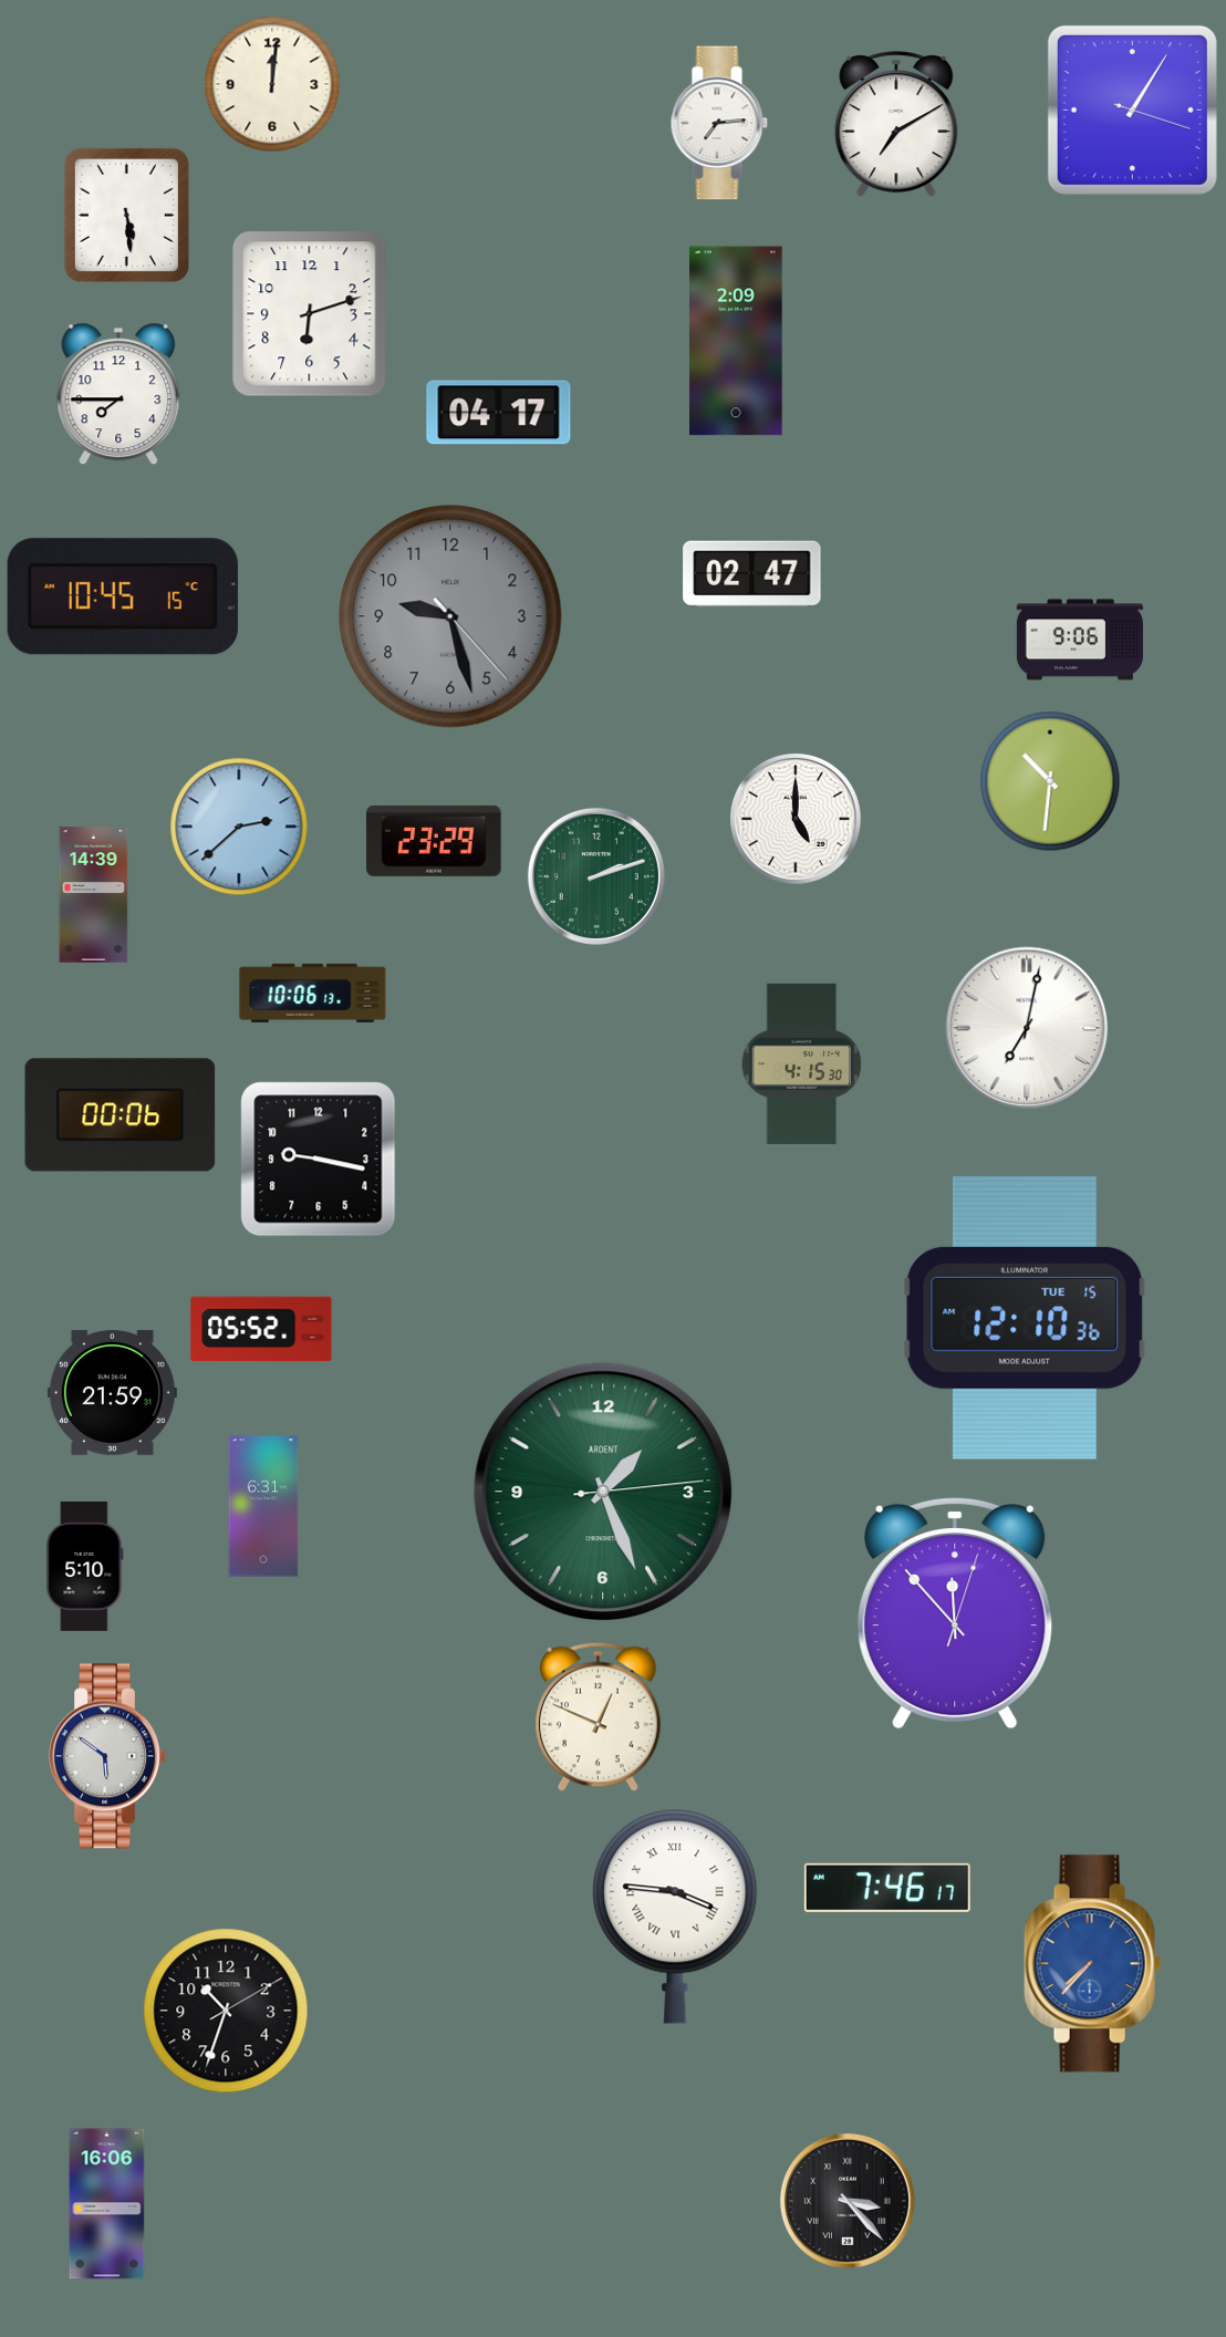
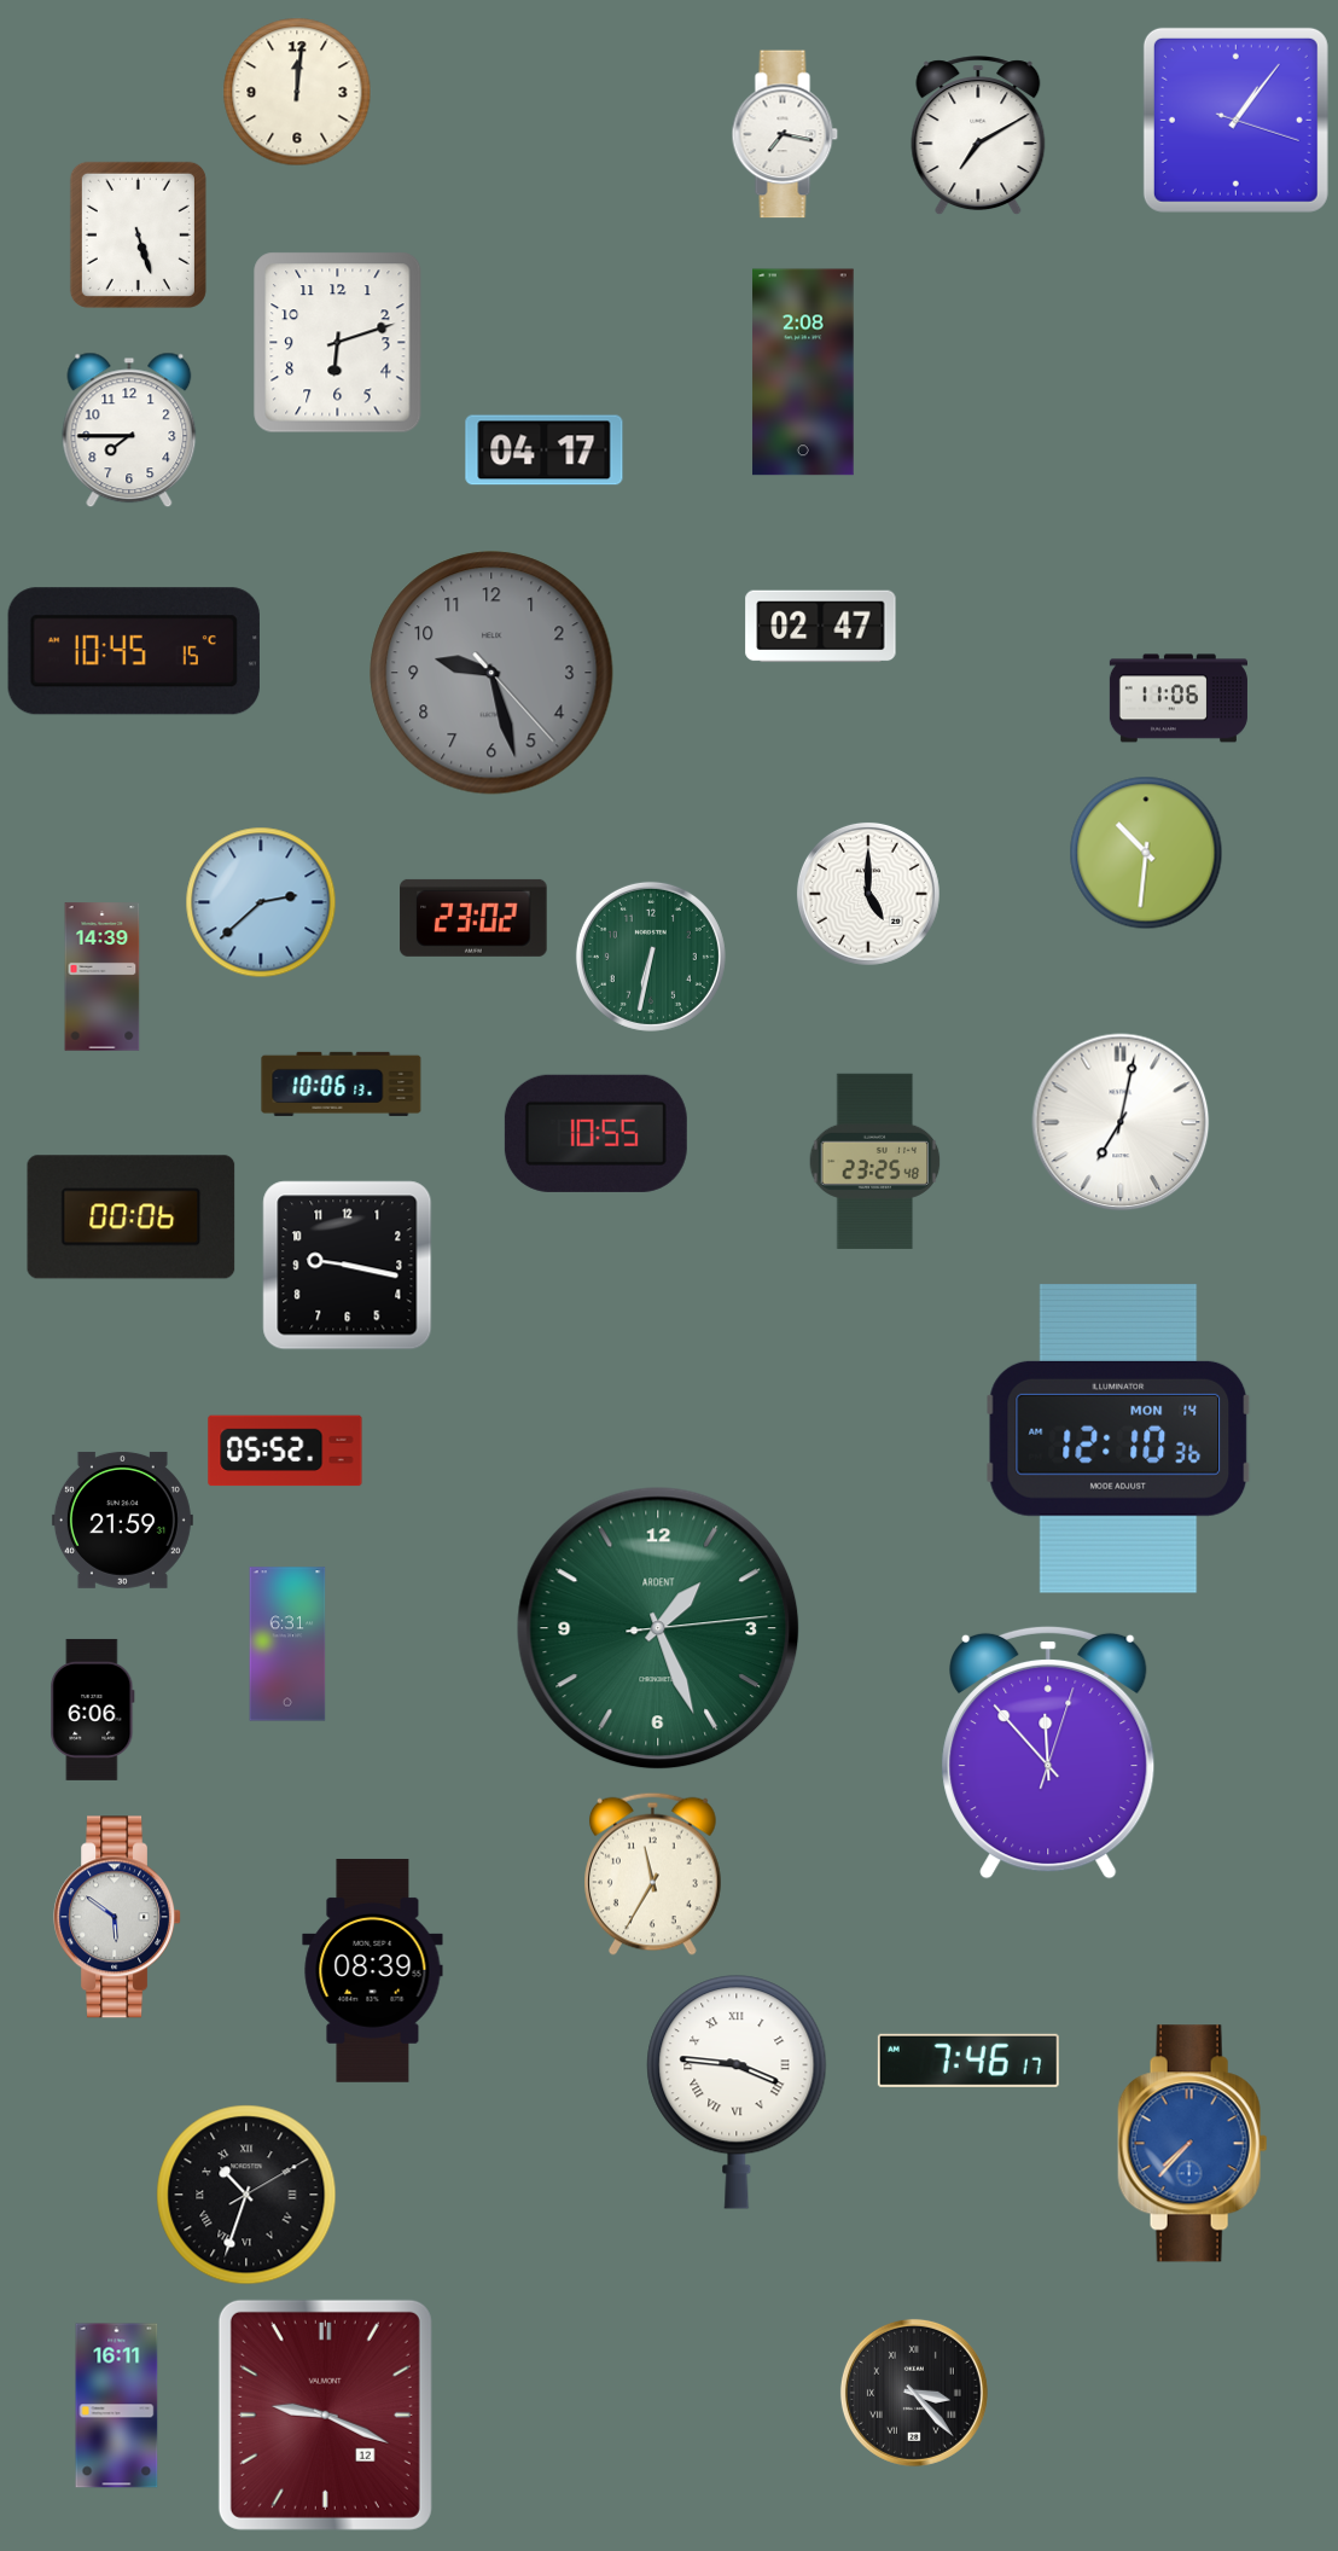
clock at (1132, 110): 1:05 -> 1:06
clock at (719, 123): 7:14 -> 7:17
clock at (126, 215): 5:29 -> 5:27
clock at (736, 341): 2:09 -> 2:08
clock at (1080, 640): 9:06 -> 11:06
clock at (434, 841): 23:29 -> 23:02
clock at (596, 876): 2:12 -> 6:32
clock at (595, 1133): none -> 10:55
clock at (802, 1063): 4:15 -> 23:25
clock at (1025, 1318) date: TUE 15 -> MON 14
clock at (85, 1566): 5:10 -> 6:06
clock at (955, 1613) position: (955, 1613) -> (1048, 1753)
clock at (599, 1716): 12:49 -> 11:35
clock at (373, 1970): none -> 08:39
clock at (226, 2011) numerals: Arabic -> Roman
clock at (848, 2201) position: (848, 2201) -> (914, 2393)
clock at (107, 2204): 16:06 -> 16:11
clock at (325, 2415): none -> 9:19
